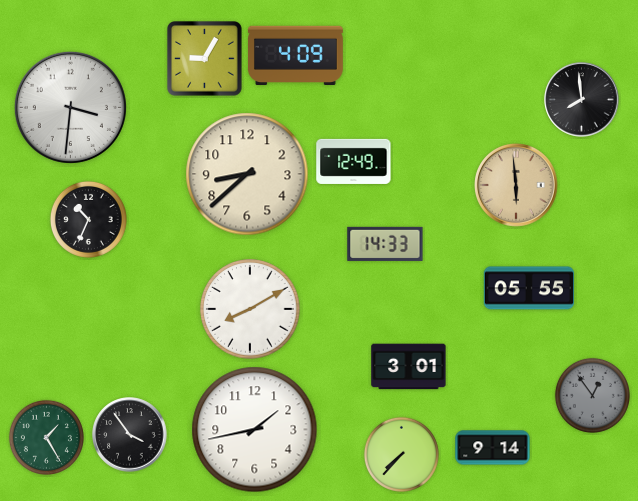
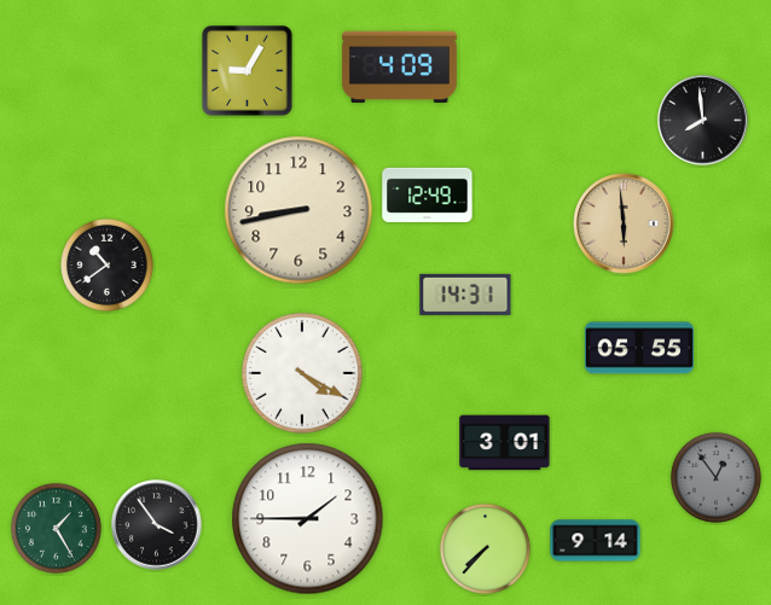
clock at (295, 55) position: (295, 55) -> (399, 66)
clock at (70, 107): 3:31 -> none
clock at (247, 174): 8:38 -> 8:43
clock at (88, 219): 10:34 -> 10:39
clock at (385, 244): 14:33 -> 14:31
clock at (250, 309): 8:10 -> 4:20
clock at (409, 367) position: (409, 367) -> (505, 443)
clock at (255, 430): 1:43 -> 1:45
